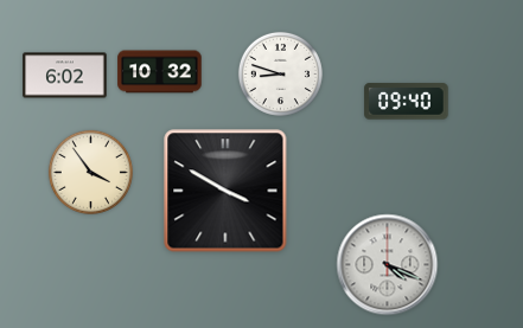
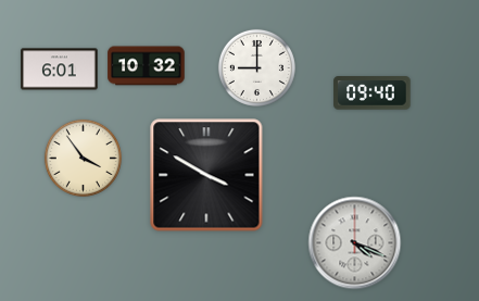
clock at (280, 73): 8:48 -> 9:00
clock at (65, 76): 6:02 -> 6:01
